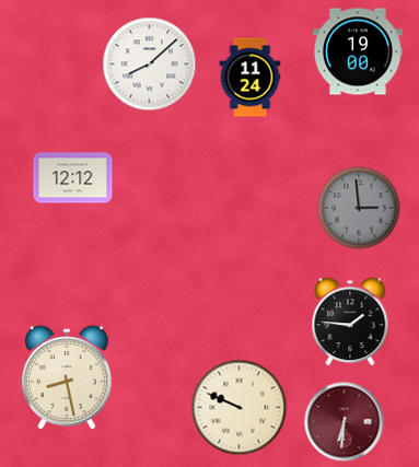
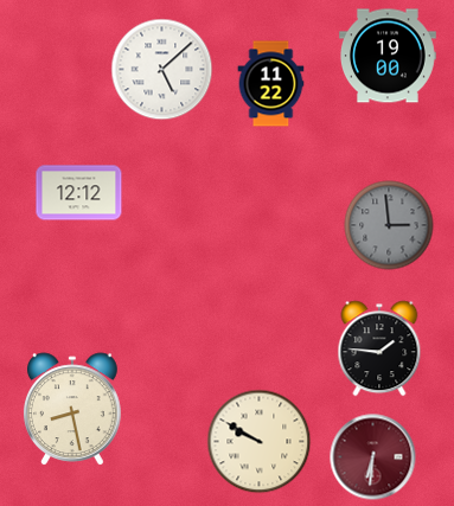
clock at (150, 65): 8:08 -> 5:08
clock at (251, 78): 11:24 -> 11:22
clock at (240, 408): 9:49 -> 9:50
